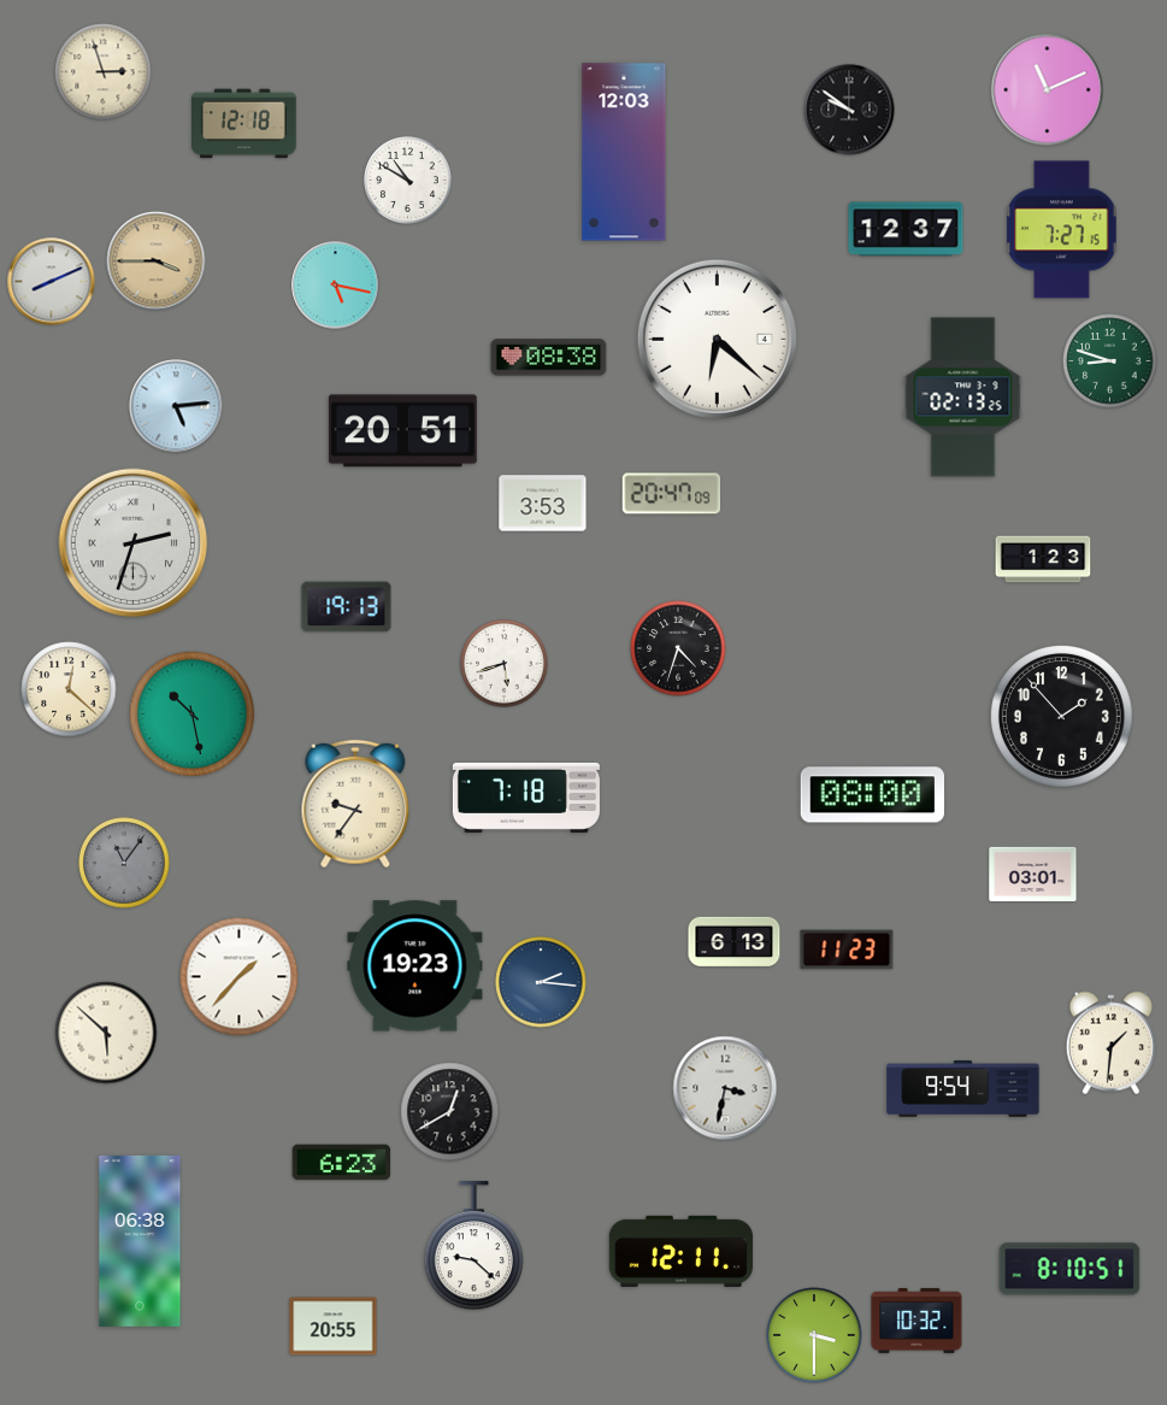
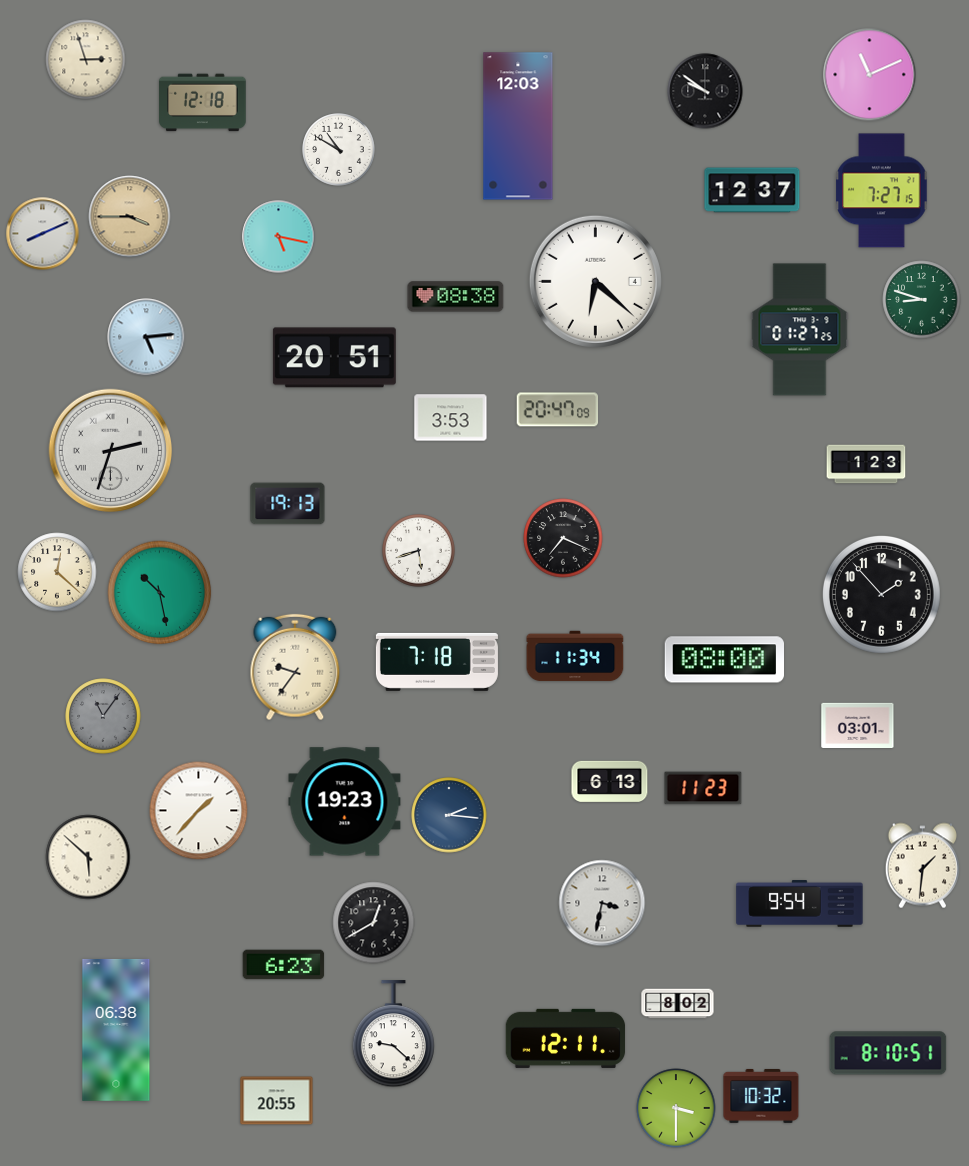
clock at (963, 398): 02:13 -> 01:27
clock at (678, 648): 4:33 -> 7:19
clock at (575, 656): none -> 11:34
clock at (678, 1004): none -> 8:02
